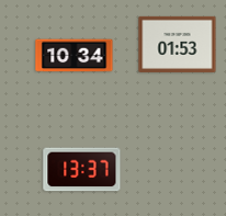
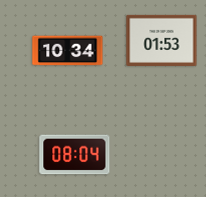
clock at (82, 170): 13:37 -> 08:04
